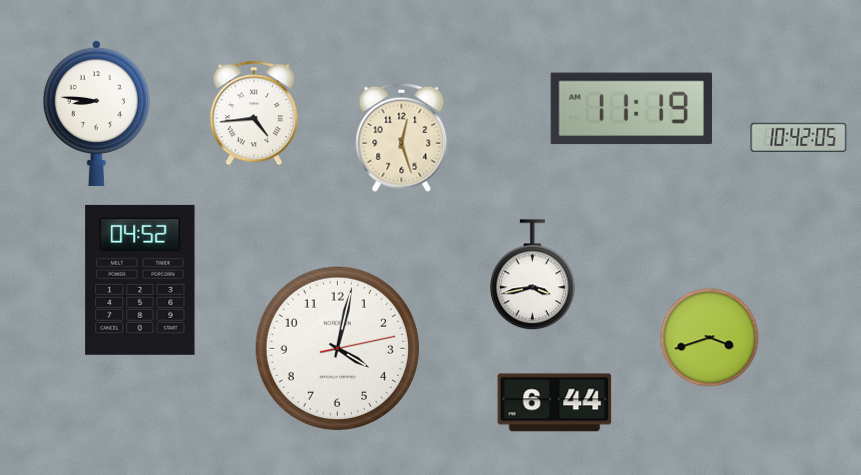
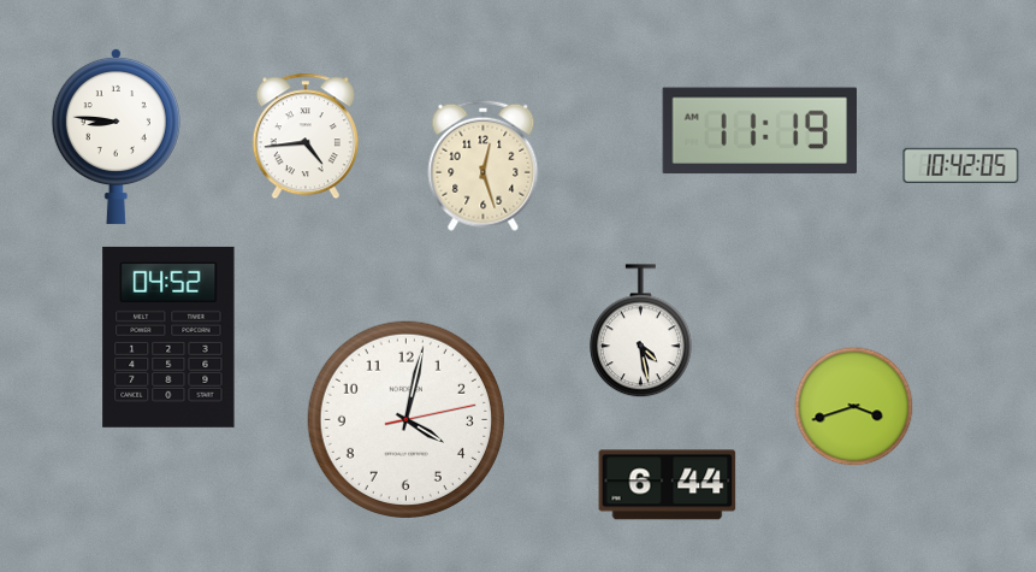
clock at (532, 275): 3:43 -> 4:28
